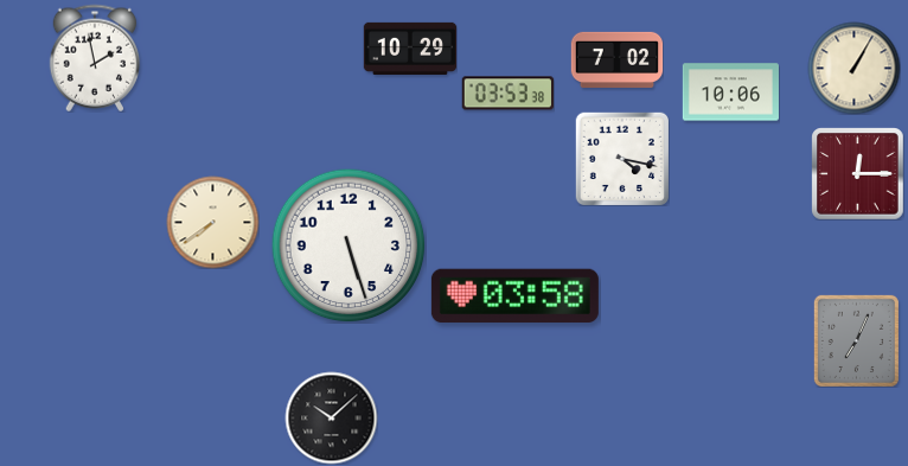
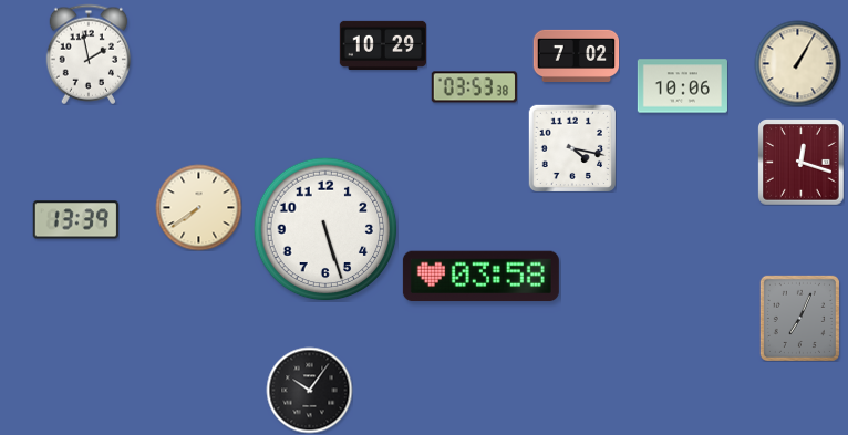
clock at (621, 158) position: (621, 158) -> (571, 147)
clock at (857, 173): 12:15 -> 12:18
clock at (75, 220): none -> 13:39
clock at (331, 417): 10:08 -> 10:06
